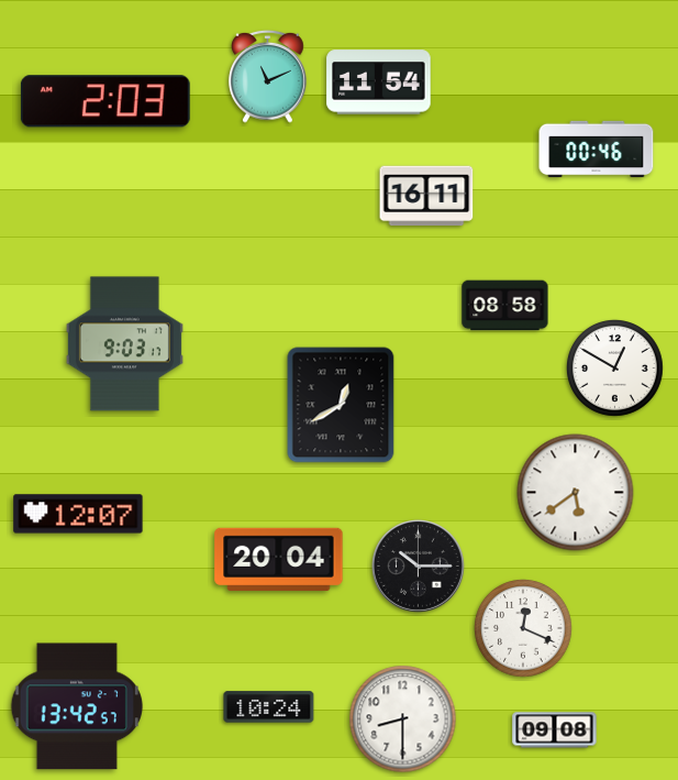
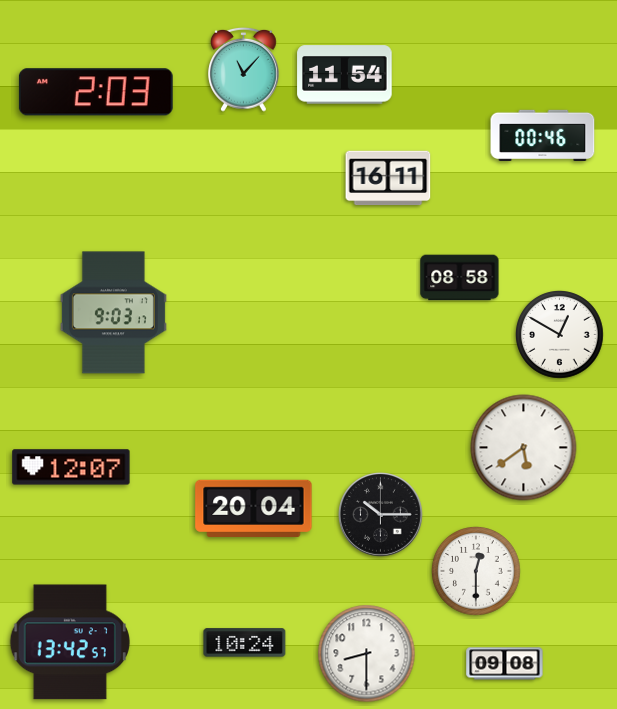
clock at (268, 76): 11:11 -> 11:07
clock at (341, 405): 12:40 -> none
clock at (523, 628): 12:19 -> 12:30
